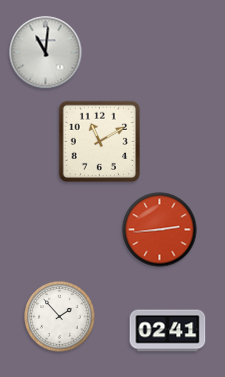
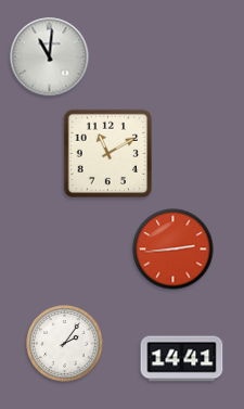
clock at (60, 317): 1:53 -> 2:06
clock at (168, 331): 02:41 -> 14:41
